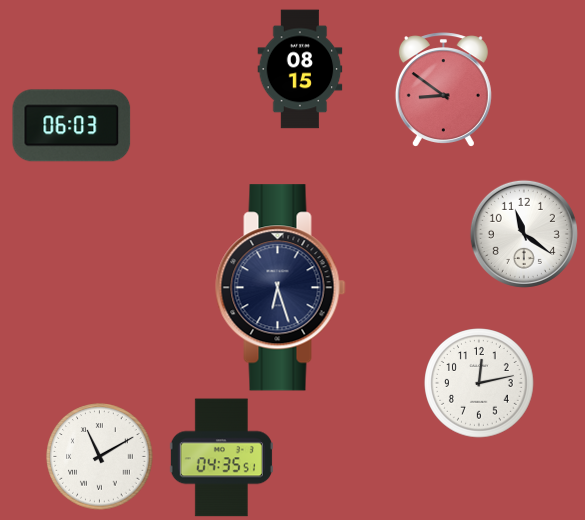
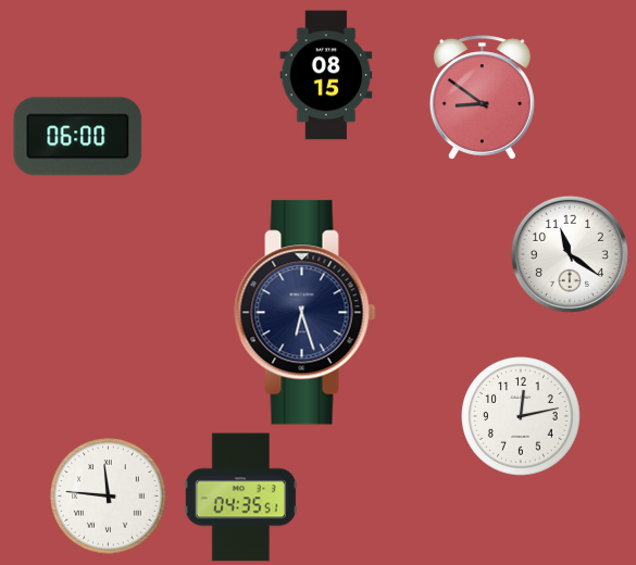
clock at (72, 126): 06:03 -> 06:00
clock at (100, 457): 11:10 -> 11:46
